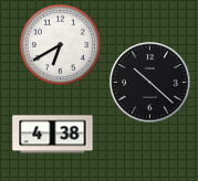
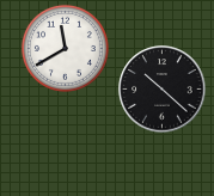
clock at (60, 44): 6:40 -> 11:40
clock at (53, 135): 4:38 -> none
